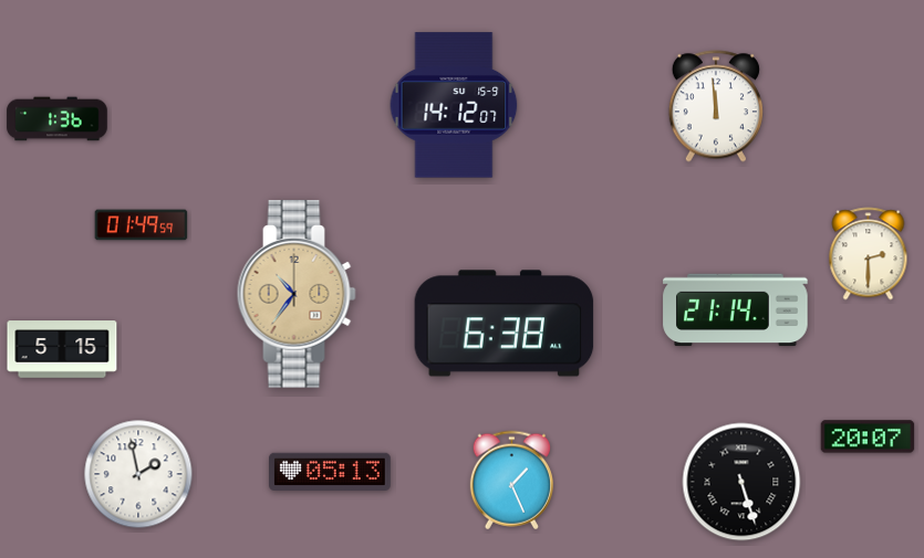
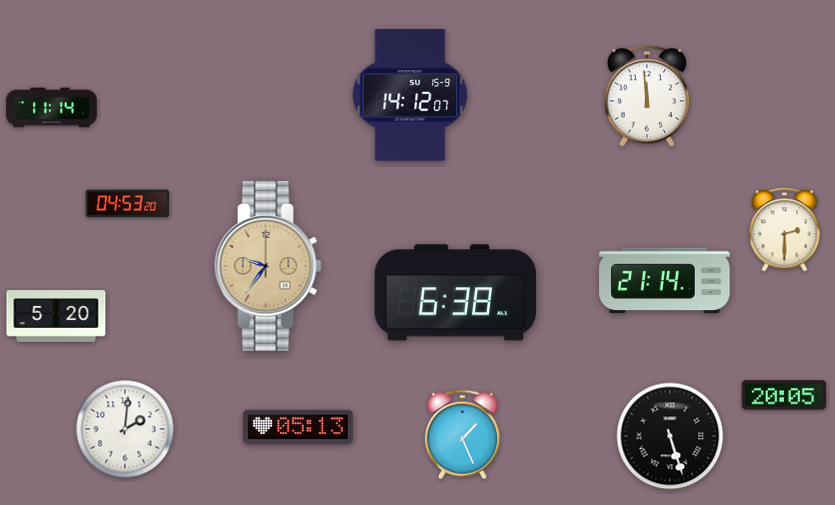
clock at (58, 119): 1:36 -> 11:14
clock at (142, 225): 01:49 -> 04:53
clock at (297, 294): 10:36 -> 9:36
clock at (62, 349): 5:15 -> 5:20
clock at (868, 436): 20:07 -> 20:05
clock at (138, 474): 1:58 -> 2:01
